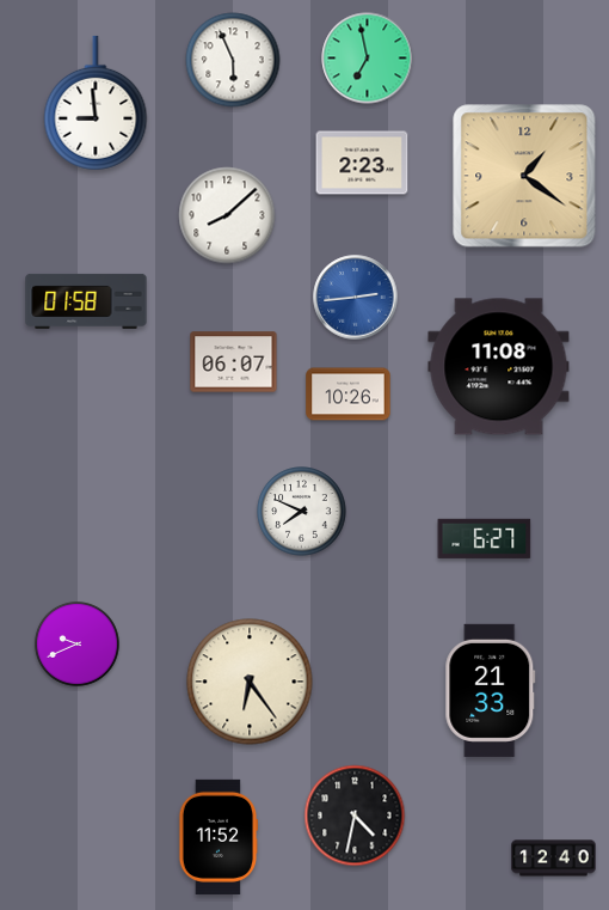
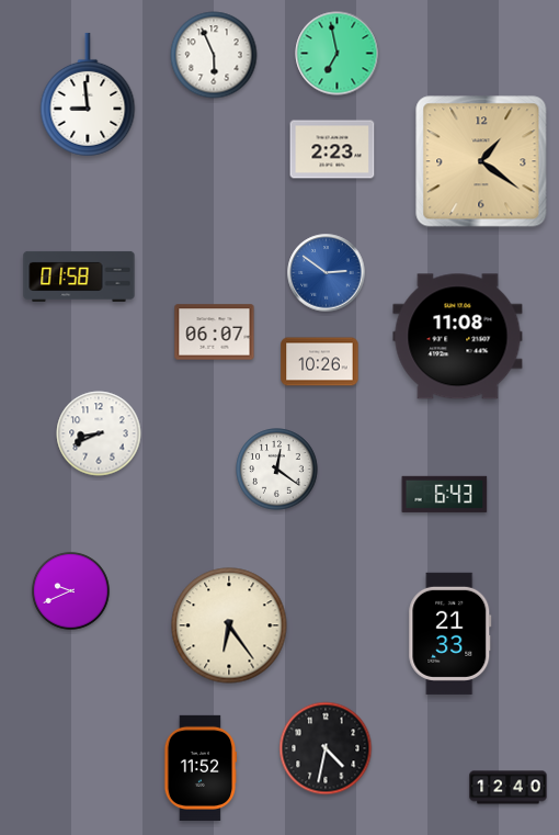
clock at (227, 215): 8:08 -> none
clock at (356, 298): 2:44 -> 2:51
clock at (99, 433): none -> 8:41
clock at (302, 512): 7:49 -> 12:21
clock at (485, 538): 6:27 -> 6:43
